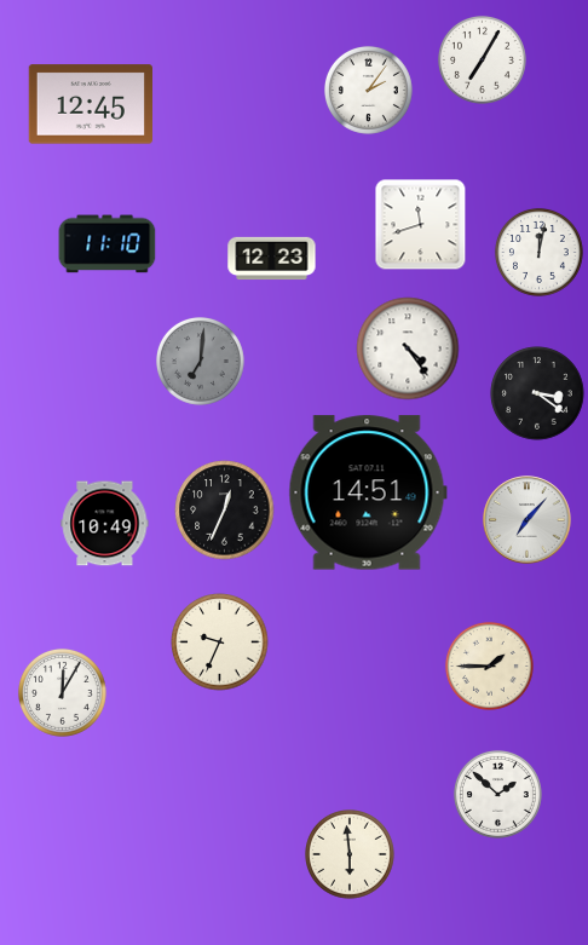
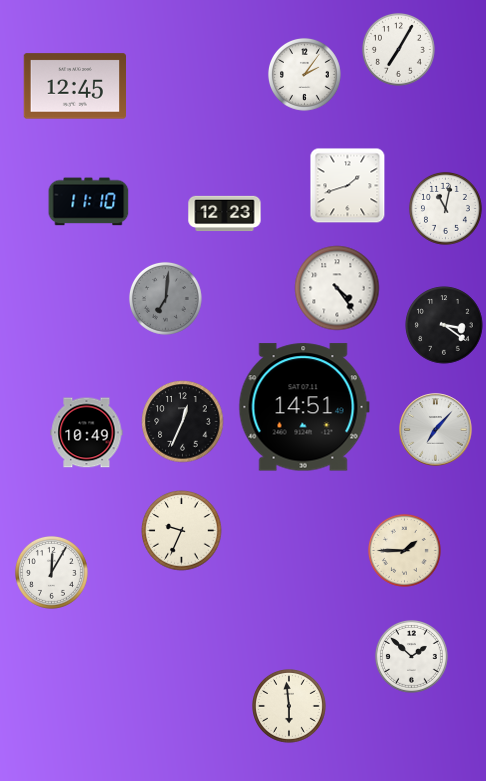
clock at (421, 225): 11:42 -> 1:42
clock at (538, 252): 12:02 -> 11:02
clock at (225, 511) position: (225, 511) -> (183, 422)
